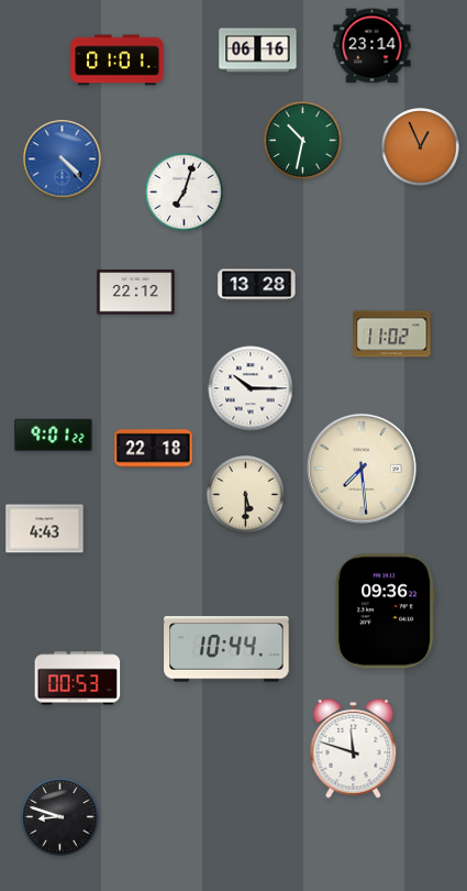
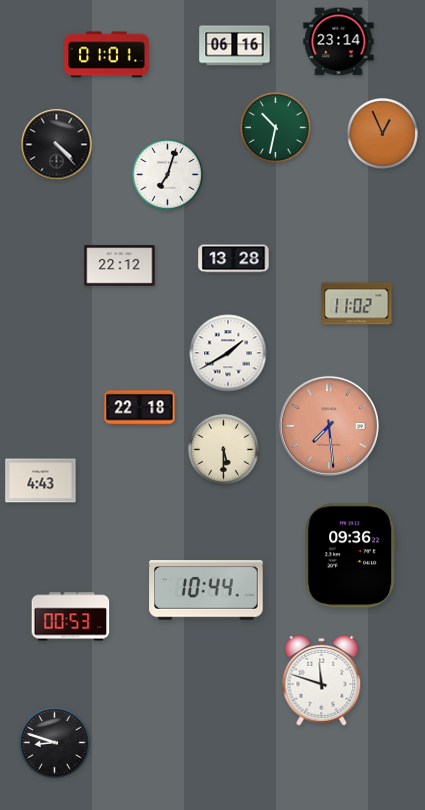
clock at (63, 159) dial: blue -> black
clock at (136, 293) position: (136, 293) -> (120, 266)
clock at (251, 388): 10:15 -> 1:40
clock at (54, 435): 9:01 -> none
clock at (362, 469) dial: cream -> salmon
